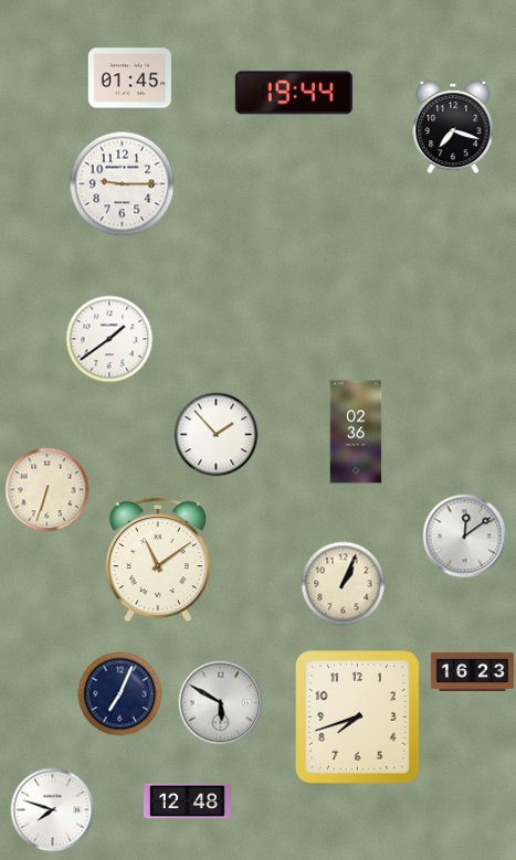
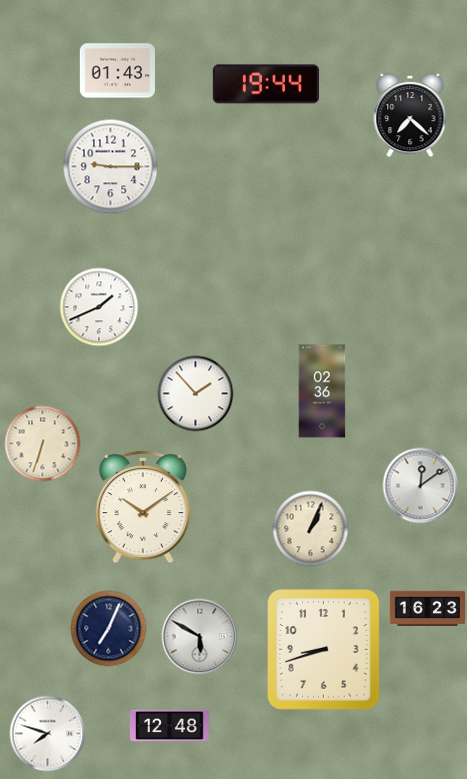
clock at (129, 78): 01:45 -> 01:43
clock at (453, 127): 7:18 -> 7:22
clock at (109, 339): 1:39 -> 1:41
clock at (158, 560): 11:09 -> 10:09
clock at (358, 718): 7:42 -> 8:42
